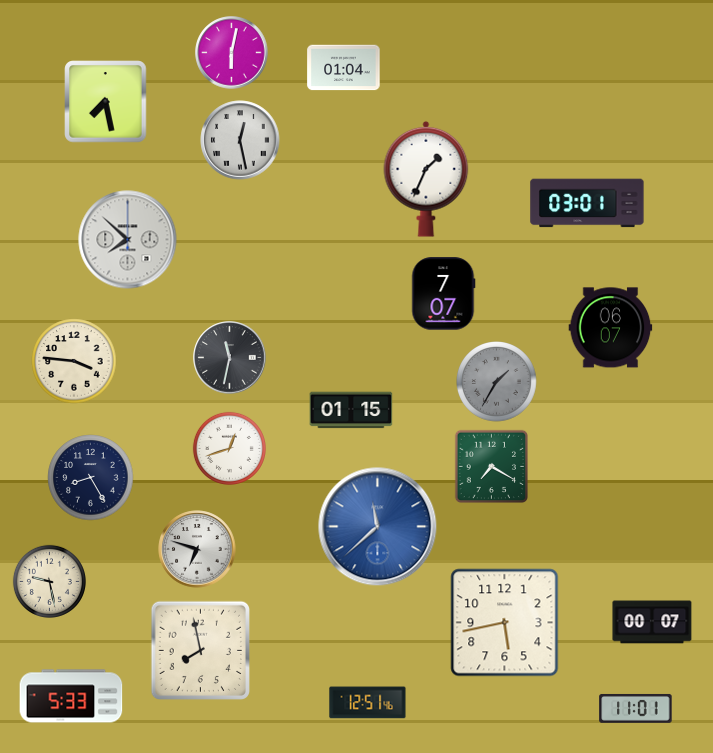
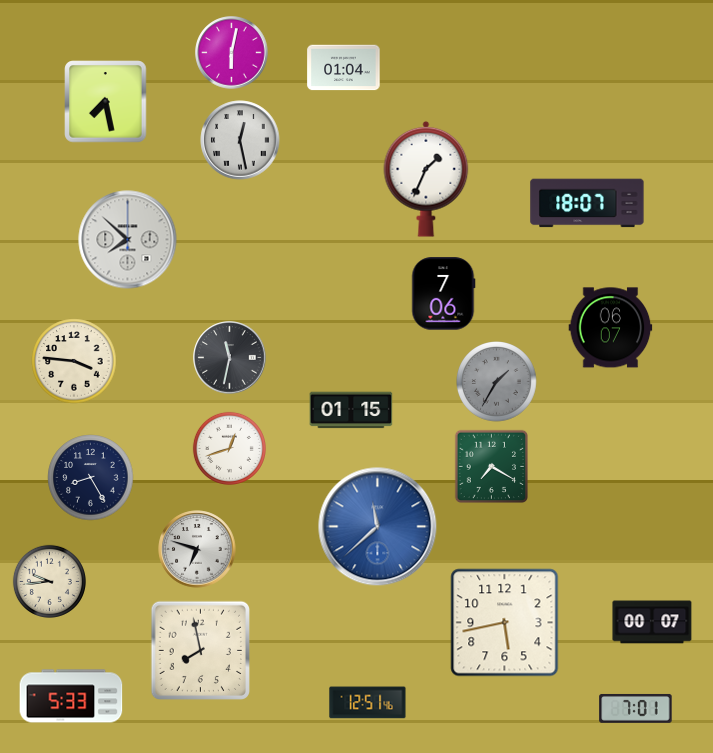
clock at (587, 203): 03:01 -> 18:07
clock at (444, 294): 7:07 -> 7:06
clock at (49, 581): 9:28 -> 9:44
clock at (636, 708): 11:01 -> 7:01
